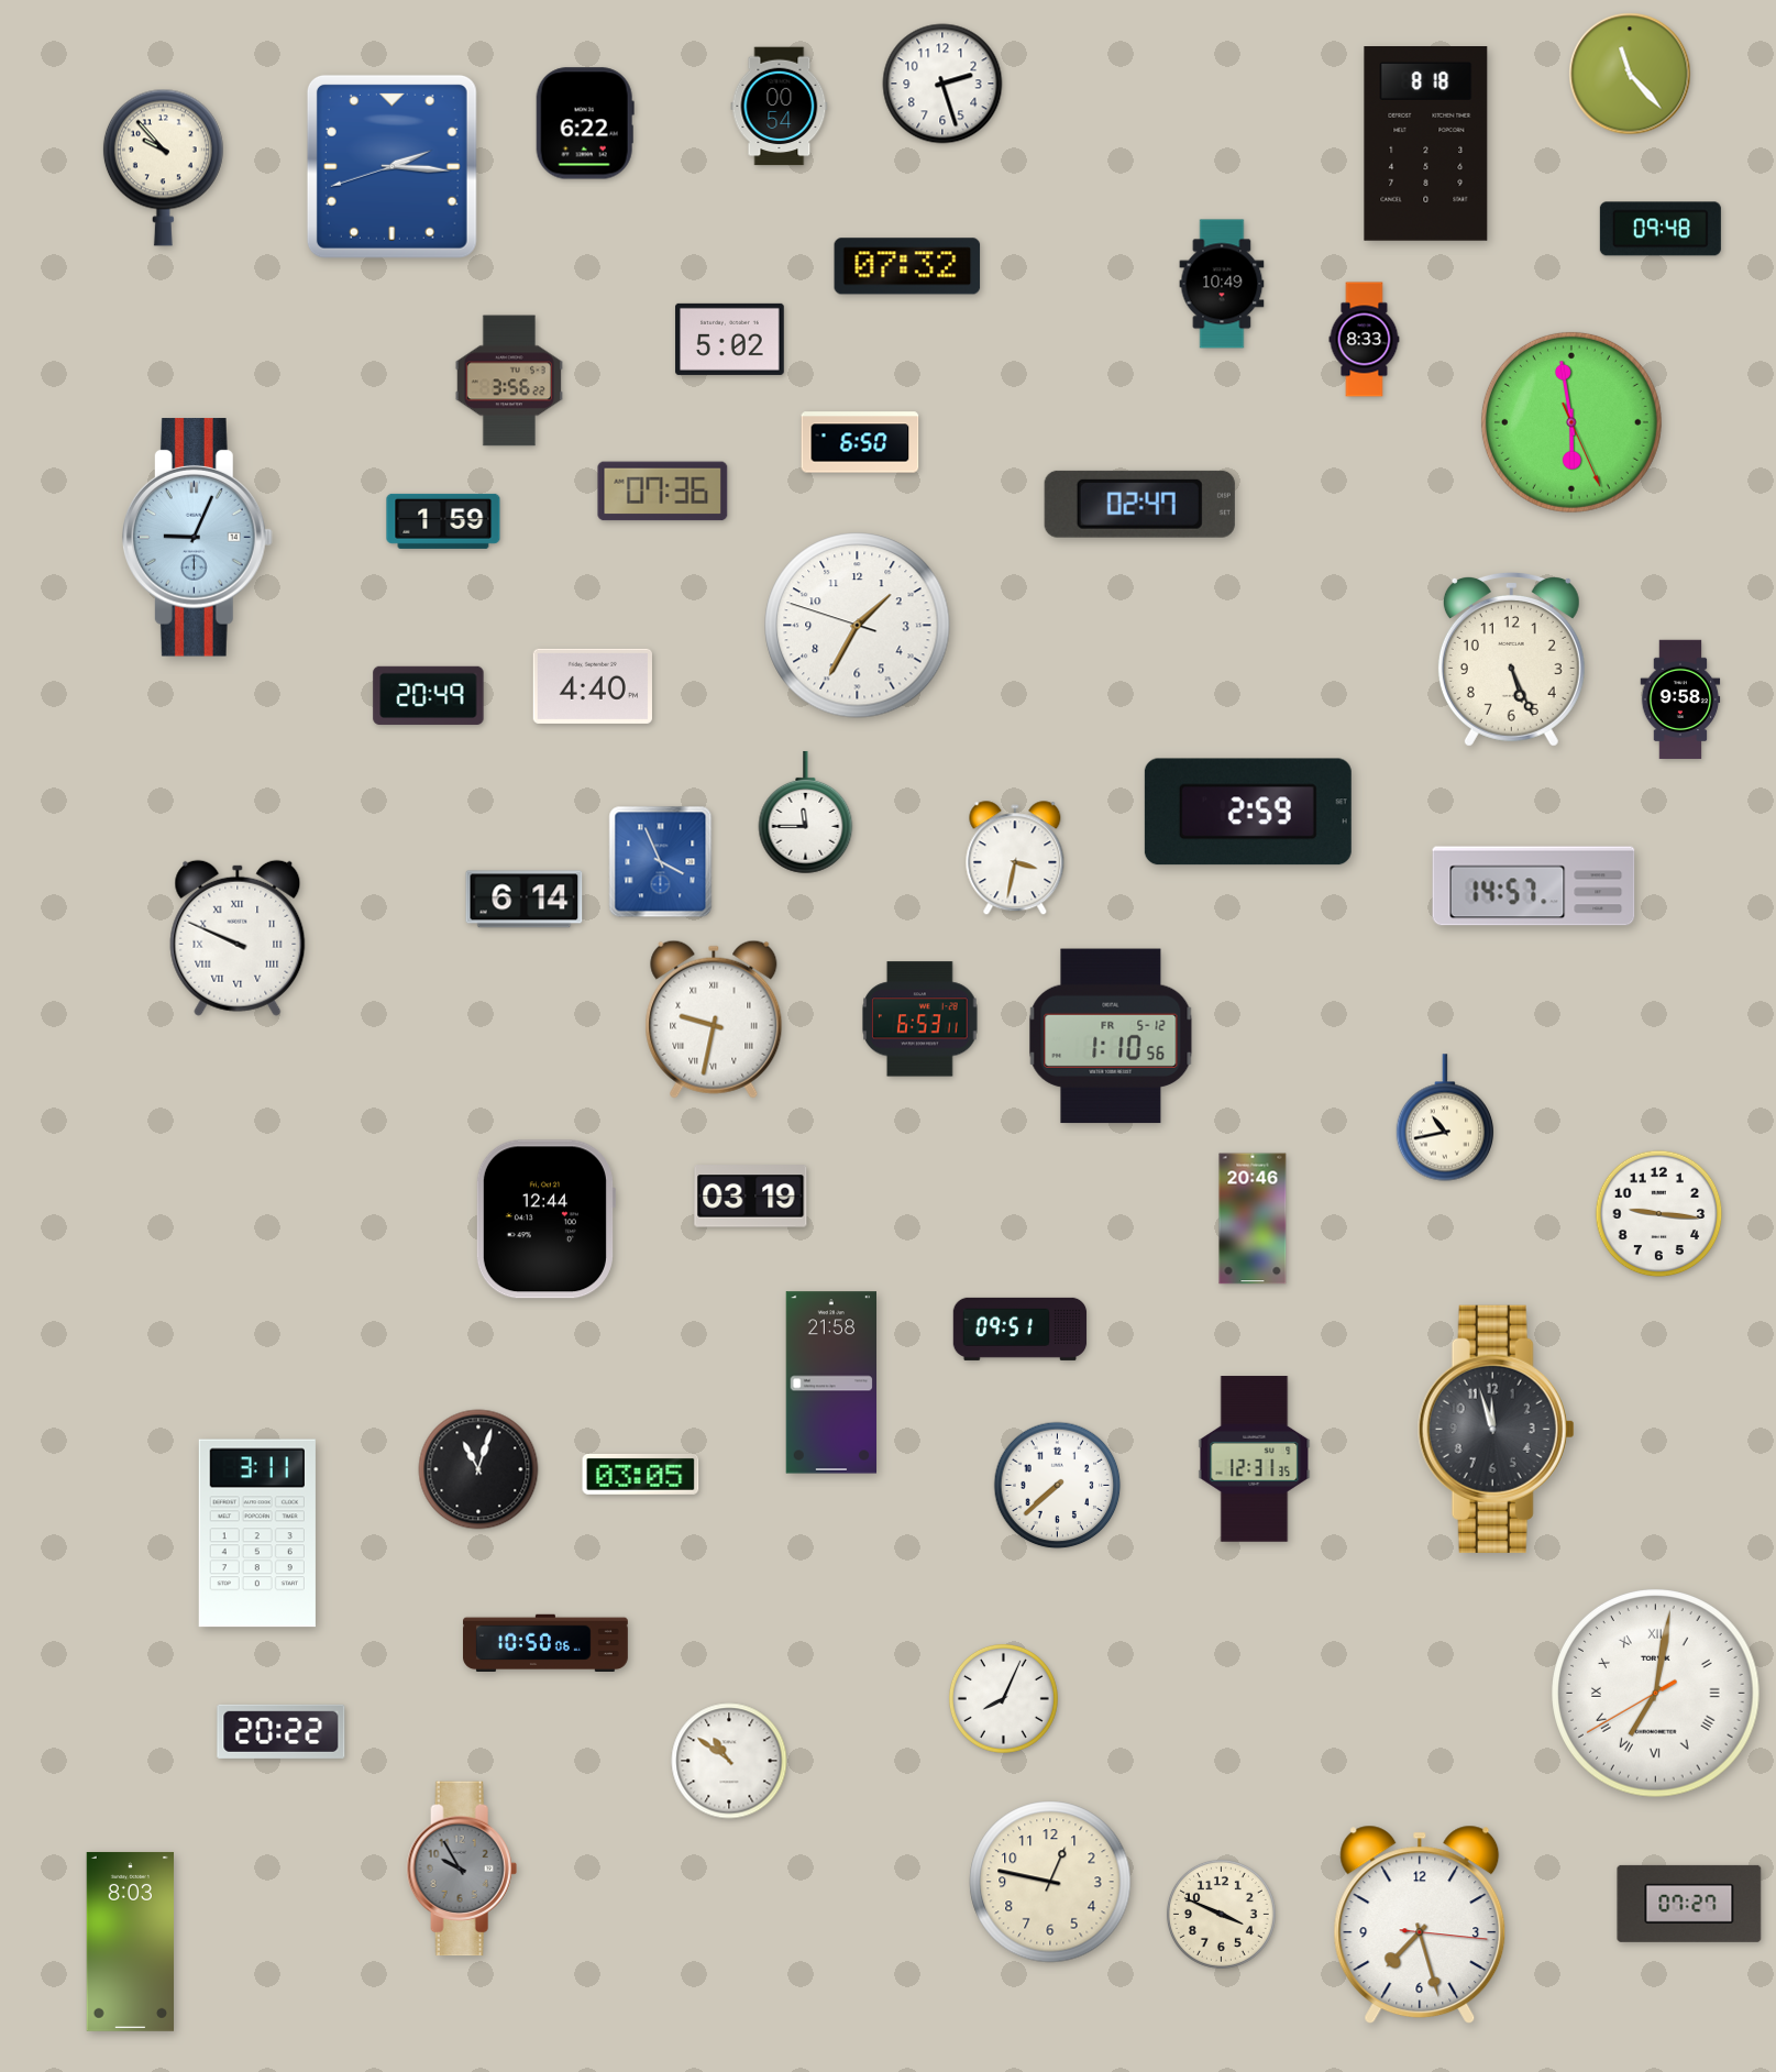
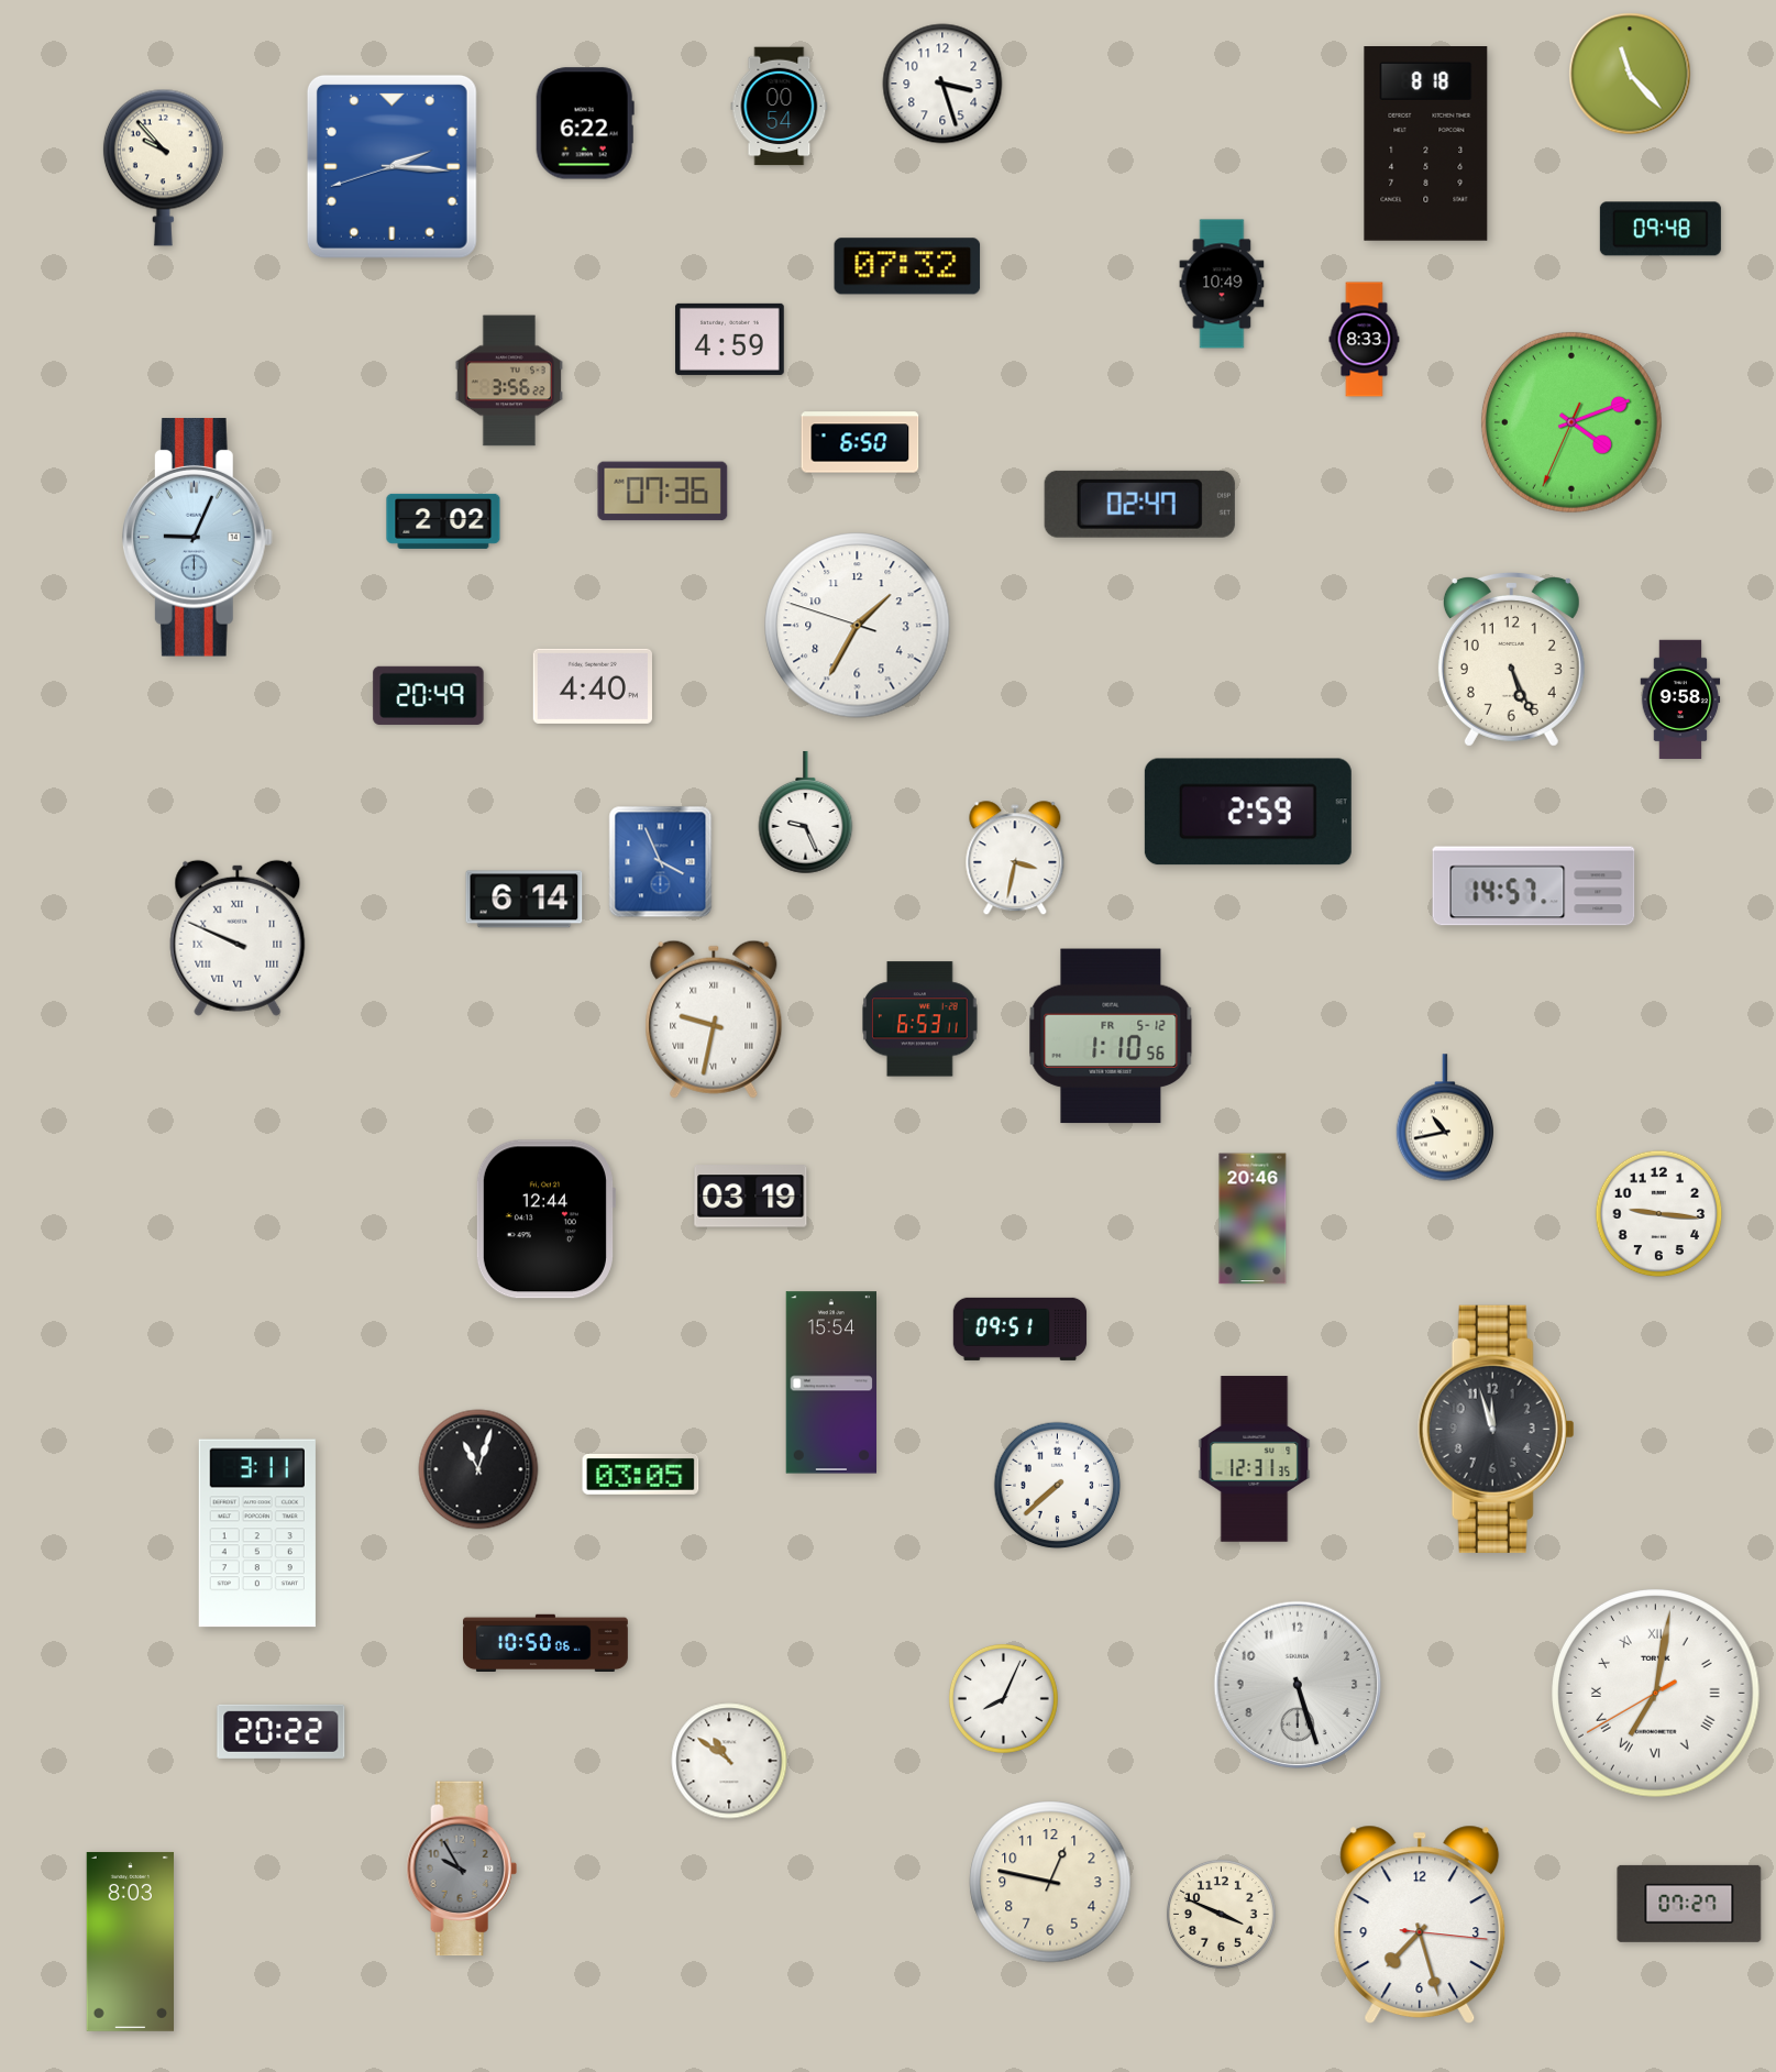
clock at (942, 84): 2:27 -> 3:27
clock at (730, 339): 5:02 -> 4:59
clock at (1571, 422): 5:58 -> 4:11
clock at (443, 521): 1:59 -> 2:02
clock at (806, 813): 11:45 -> 9:26
clock at (830, 1382): 21:58 -> 15:54
clock at (1298, 1685): none -> 5:27
